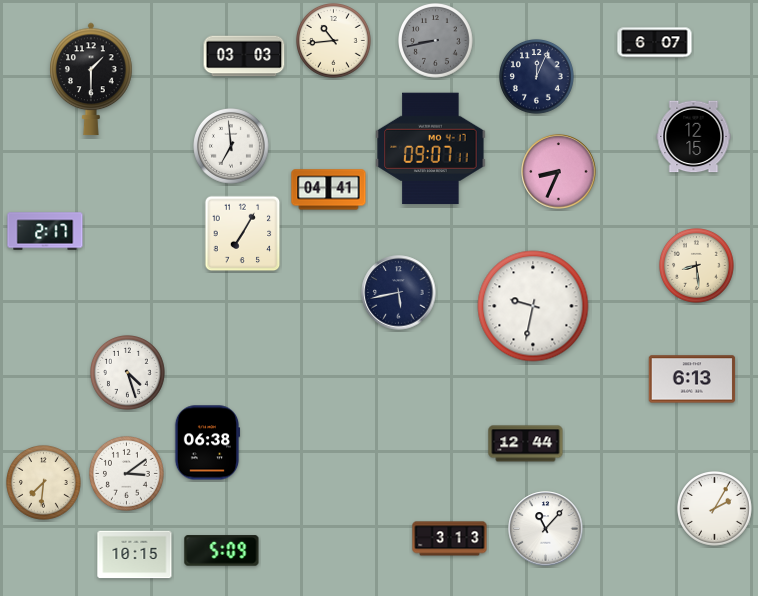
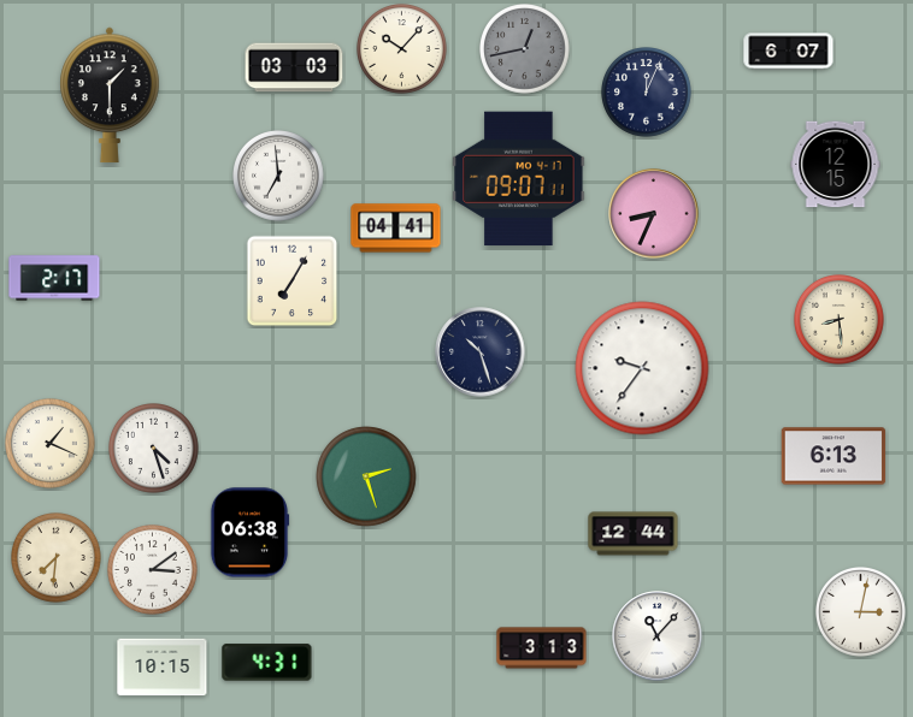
clock at (334, 41): 10:44 -> 10:07
clock at (436, 41): 8:43 -> 12:43
clock at (559, 172) position: (559, 172) -> (654, 214)
clock at (399, 293): 5:43 -> 10:27
clock at (533, 306): 9:32 -> 9:36
clock at (51, 444): none -> 1:19
clock at (366, 476): none -> 2:27
clock at (44, 483) position: (44, 483) -> (57, 558)
clock at (715, 509): 2:05 -> 3:02
clock at (222, 551): 5:09 -> 4:31
